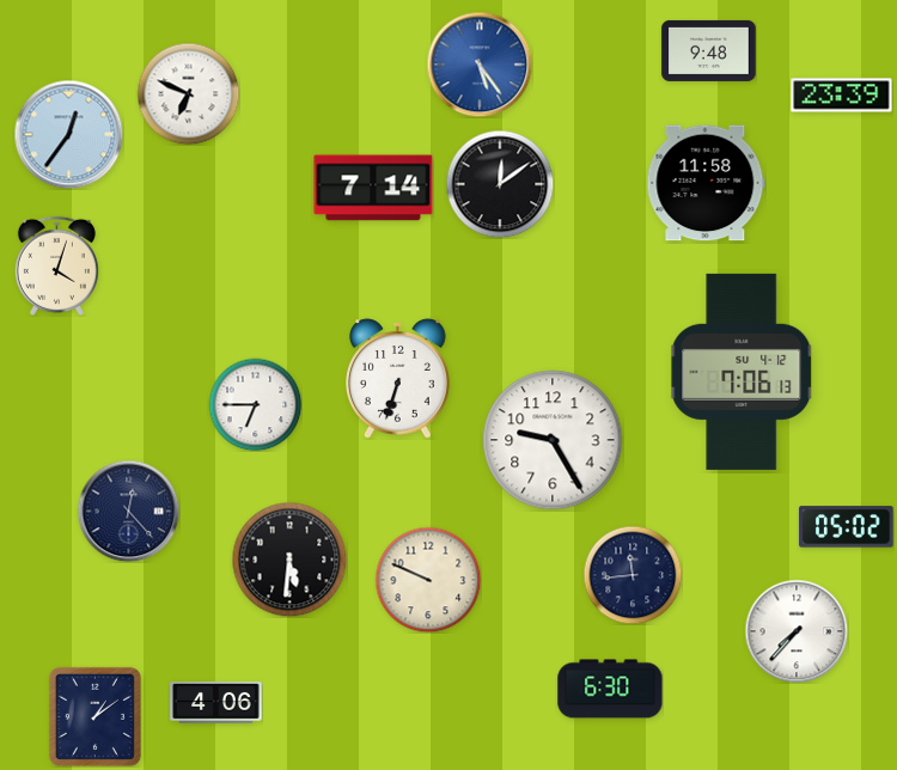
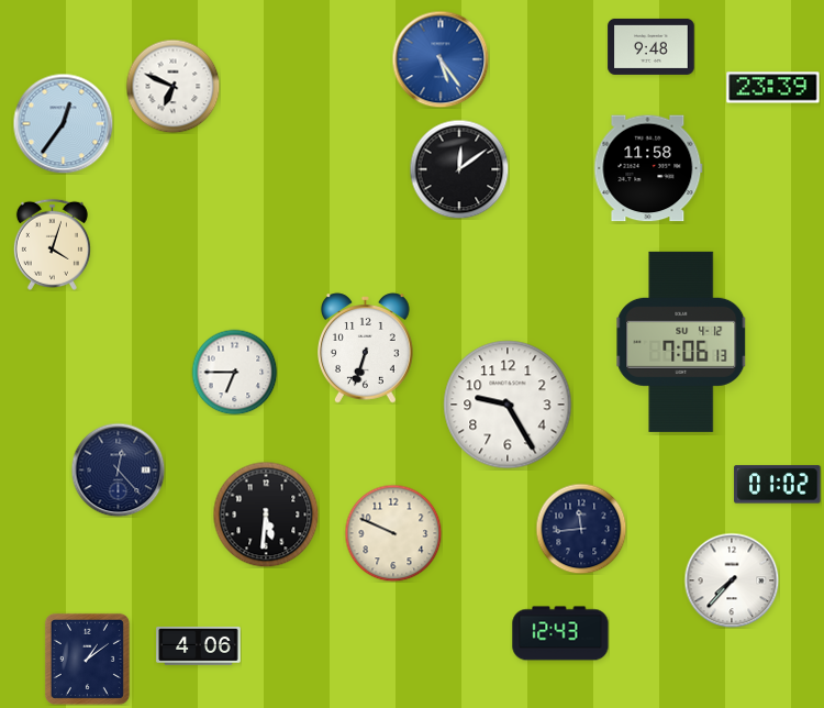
clock at (373, 188): 7:14 -> none
clock at (847, 527): 05:02 -> 01:02
clock at (610, 689): 6:30 -> 12:43
